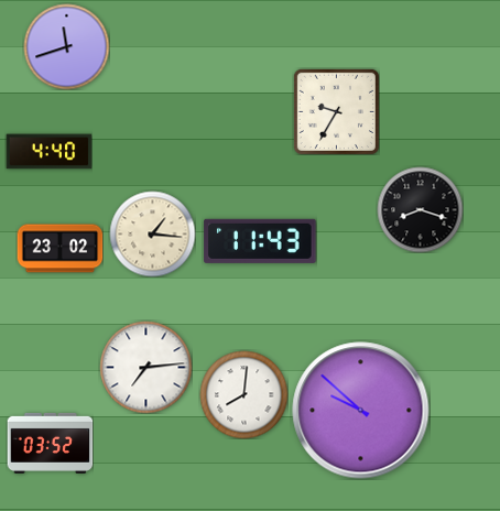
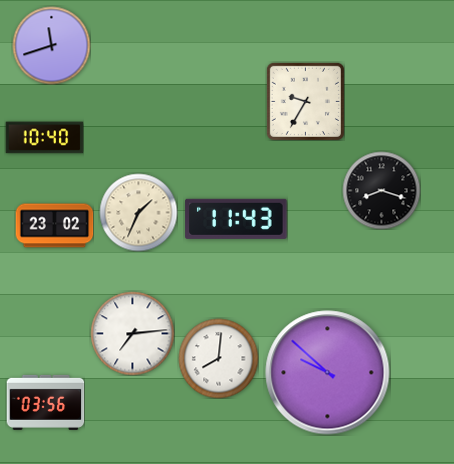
clock at (66, 46) position: (66, 46) -> (51, 45)
clock at (48, 152): 4:40 -> 10:40
clock at (152, 233): 1:16 -> 1:34
clock at (243, 394) position: (243, 394) -> (218, 358)
clock at (50, 443): 03:52 -> 03:56
